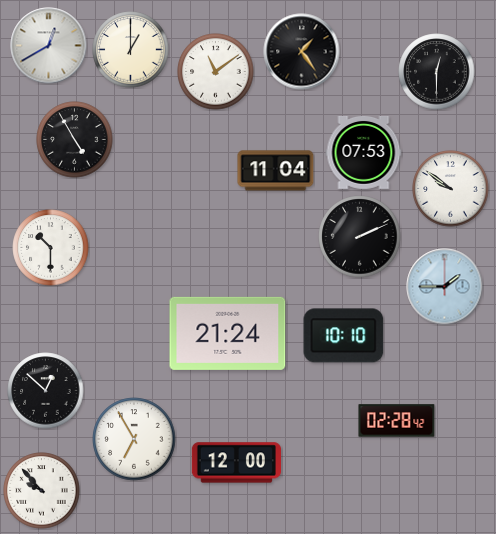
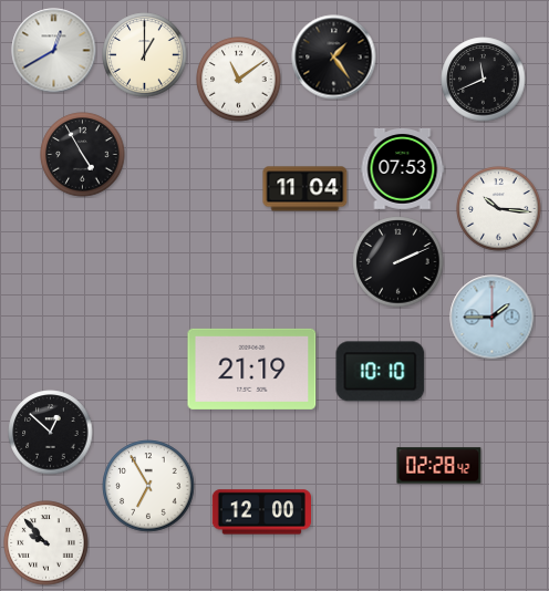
clock at (437, 72): 12:30 -> 11:41
clock at (451, 189): 9:51 -> 10:16
clock at (51, 248): 10:30 -> none
clock at (228, 333): 21:24 -> 21:19
